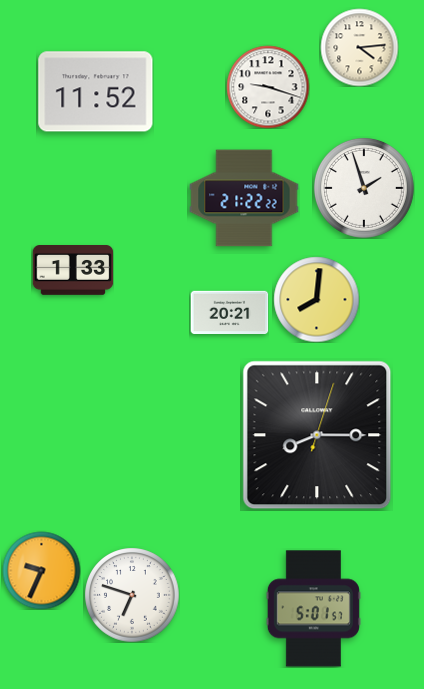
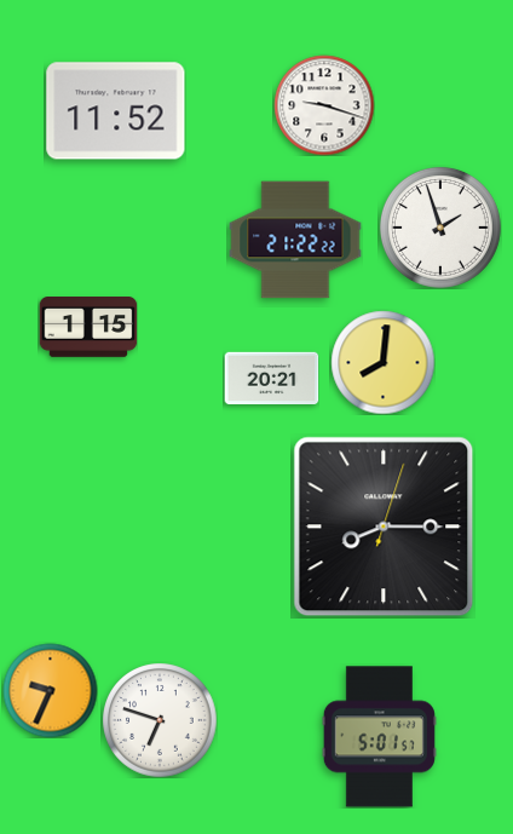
clock at (359, 47): 4:14 -> none
clock at (73, 271): 1:33 -> 1:15
clock at (229, 313) position: (229, 313) -> (271, 379)
